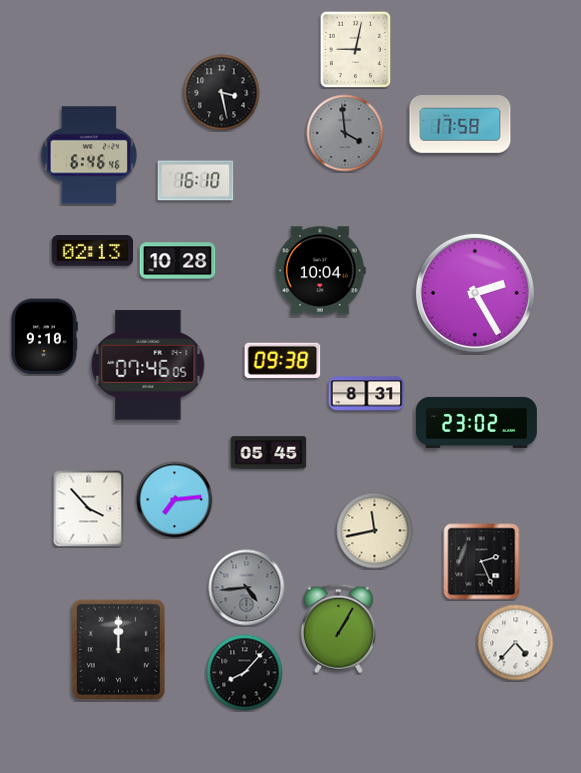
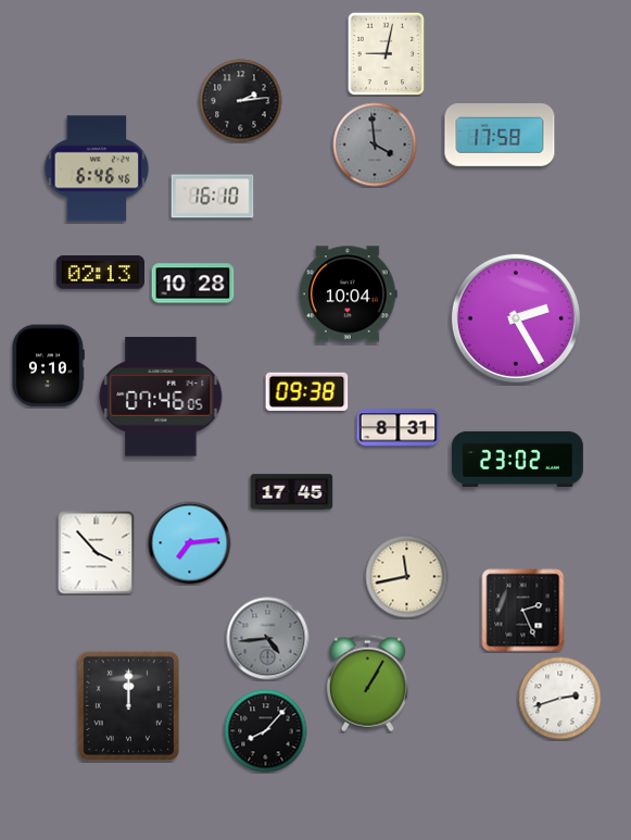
clock at (222, 93): 3:28 -> 2:14
clock at (269, 453): 05:45 -> 17:45
clock at (516, 643): 4:37 -> 2:42
